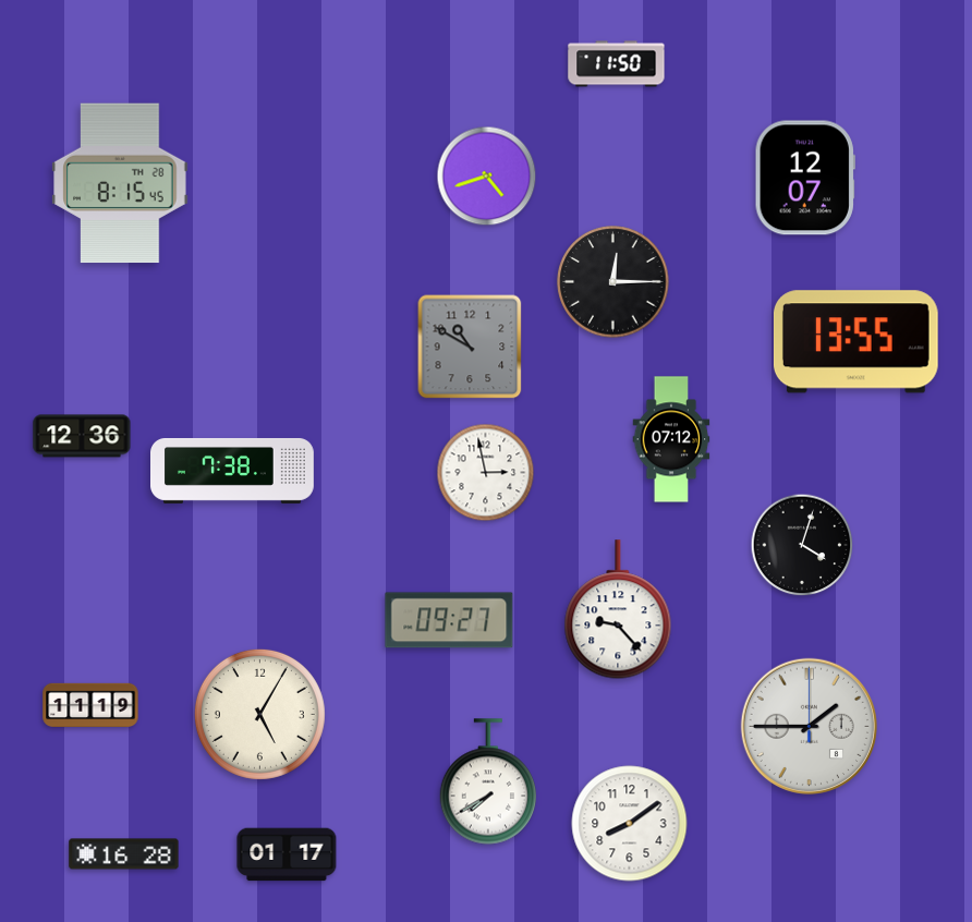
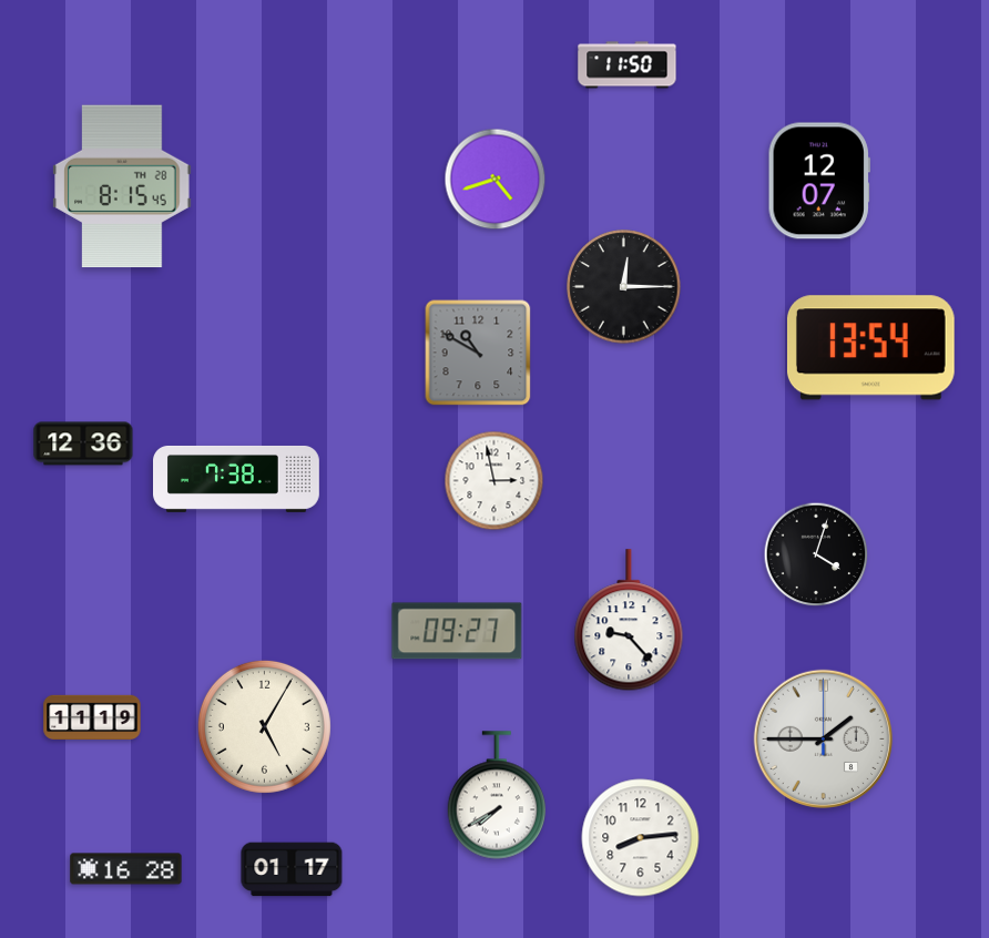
clock at (855, 342): 13:55 -> 13:54
clock at (671, 439): 07:12 -> none
clock at (630, 824): 8:09 -> 8:14
